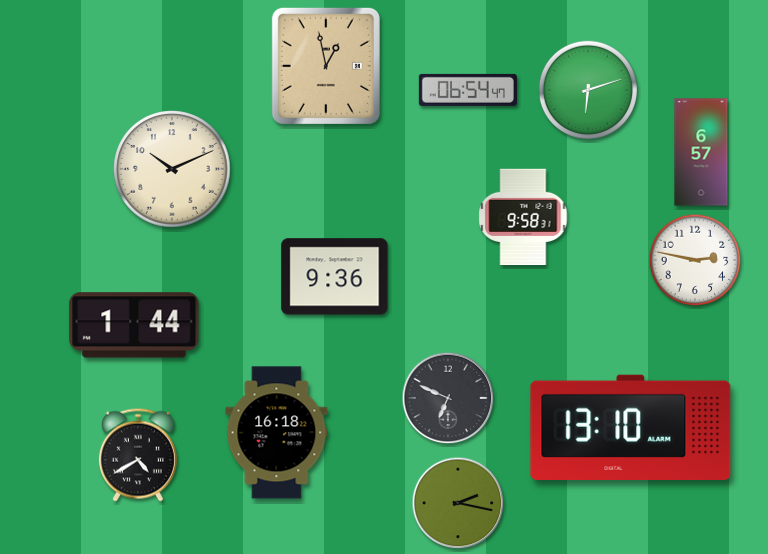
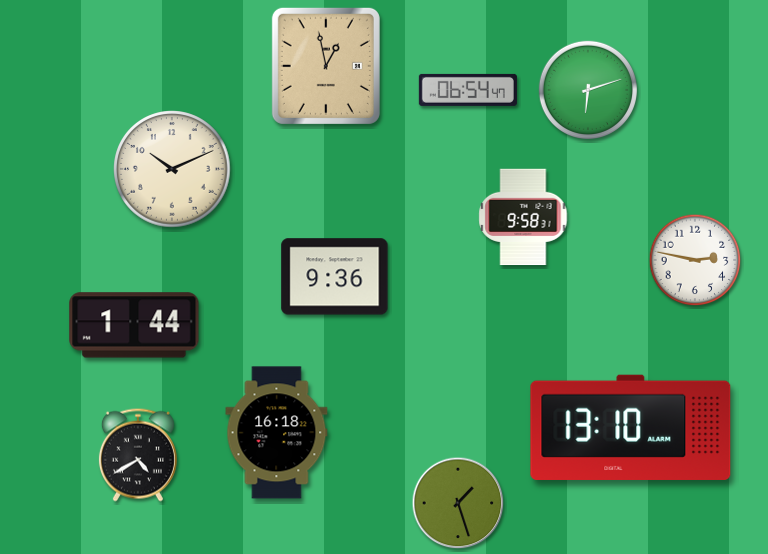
clock at (701, 152): 6:57 -> none
clock at (448, 398): 6:49 -> none
clock at (458, 503): 2:17 -> 1:27
